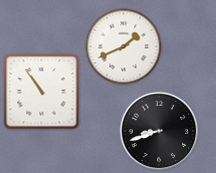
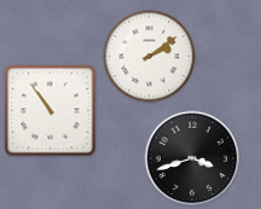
clock at (124, 47): 1:41 -> 2:09
clock at (159, 131): 8:42 -> 3:42
